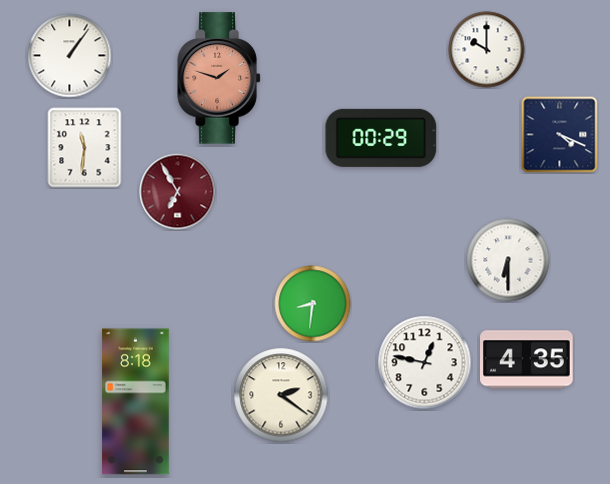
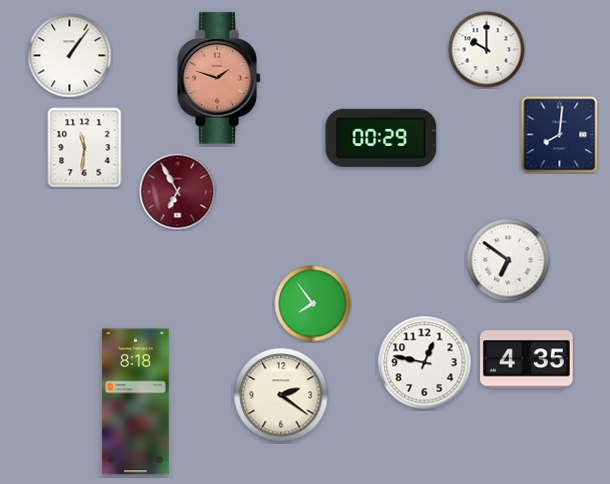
clock at (560, 135): 4:19 -> 8:01
clock at (508, 260): 6:30 -> 6:51
clock at (313, 304): 8:31 -> 7:54
